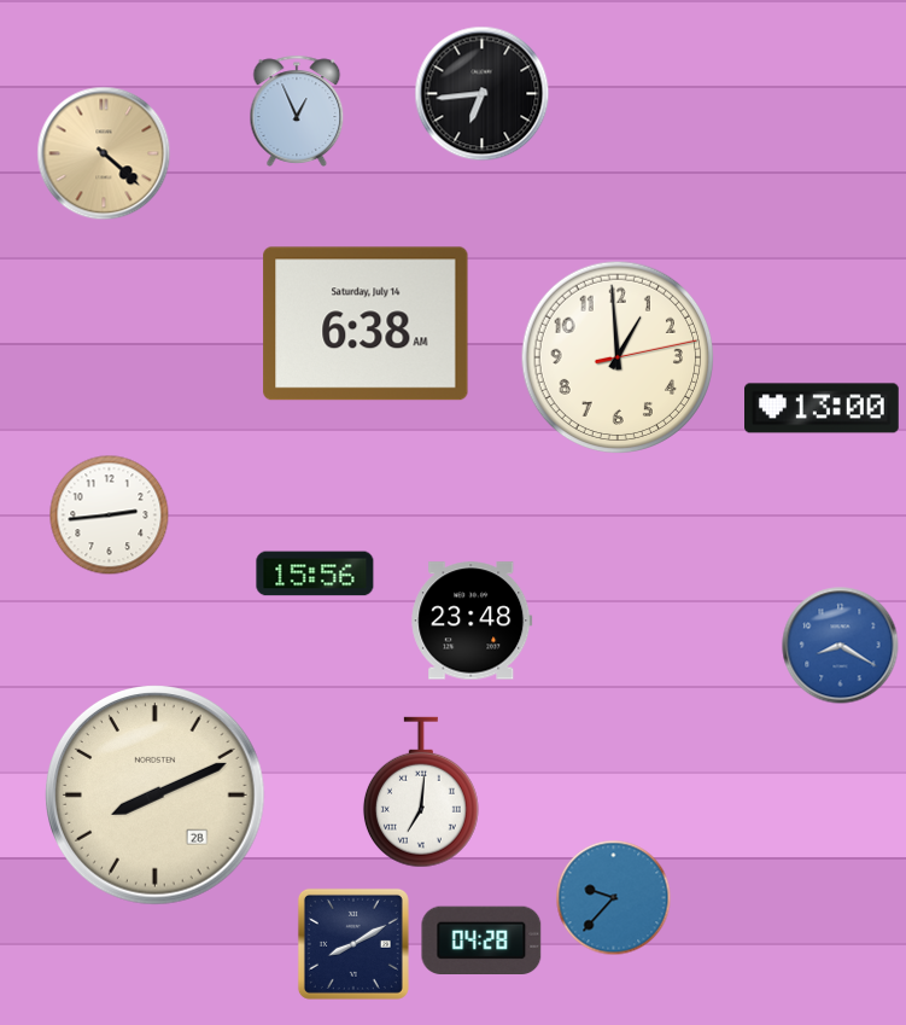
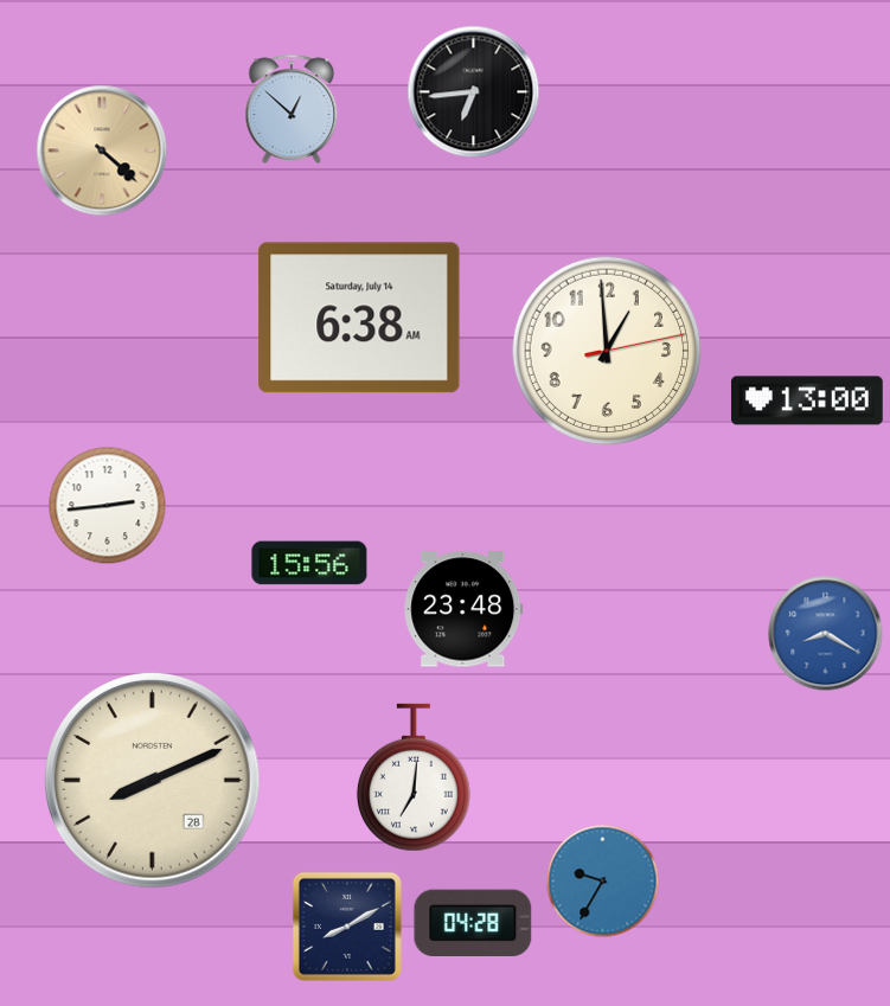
clock at (297, 111): 12:56 -> 12:52
clock at (614, 898): 9:37 -> 9:35
